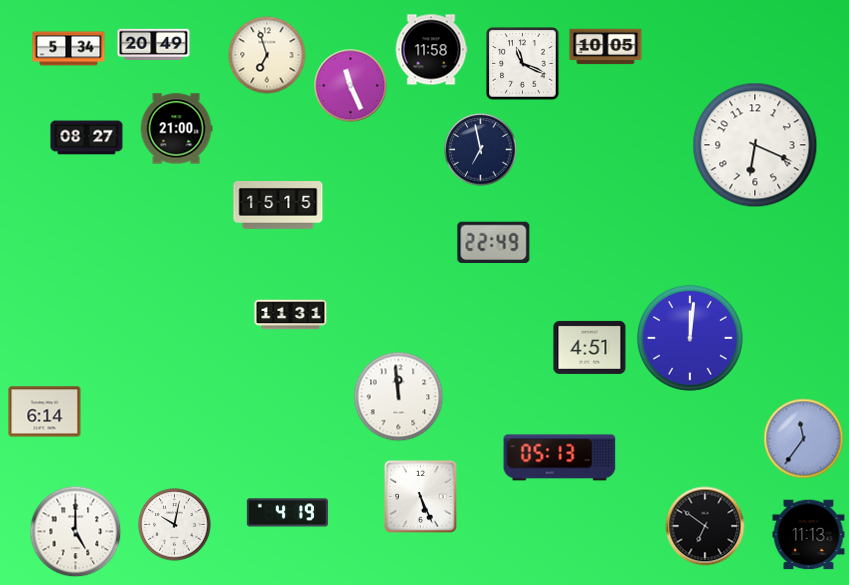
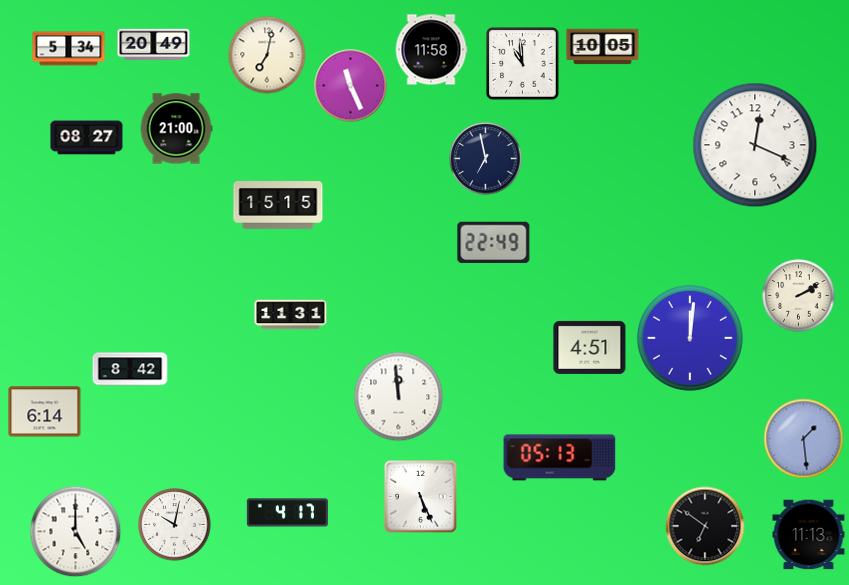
clock at (606, 47) position: (606, 47) -> (603, 47)
clock at (267, 55): 6:57 -> 7:02
clock at (523, 64): 11:19 -> 10:59
clock at (755, 145): 6:19 -> 12:19
clock at (481, 150) position: (481, 150) -> (486, 159)
clock at (799, 296): none -> 2:10
clock at (130, 369): none -> 8:42
clock at (804, 439): 11:36 -> 1:29
clock at (287, 513): 4:19 -> 4:17
